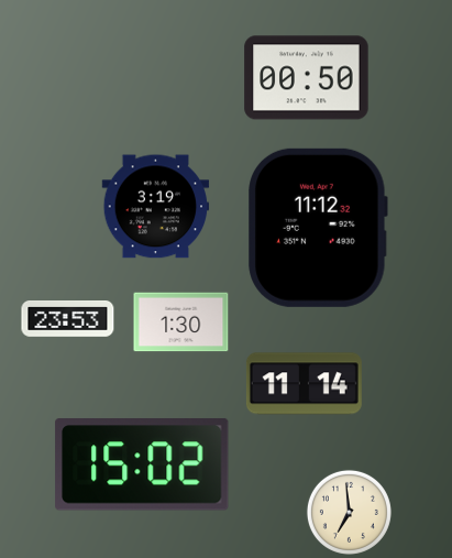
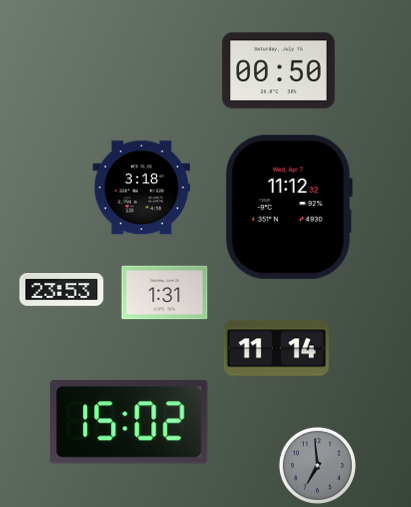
clock at (156, 207): 3:19 -> 3:18
clock at (181, 322): 1:30 -> 1:31
clock at (349, 512) dial: cream -> grey
